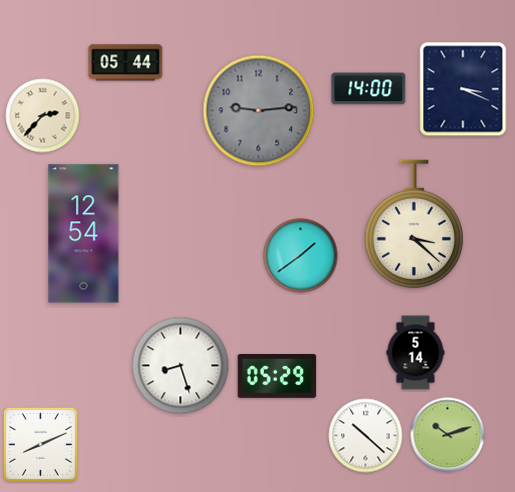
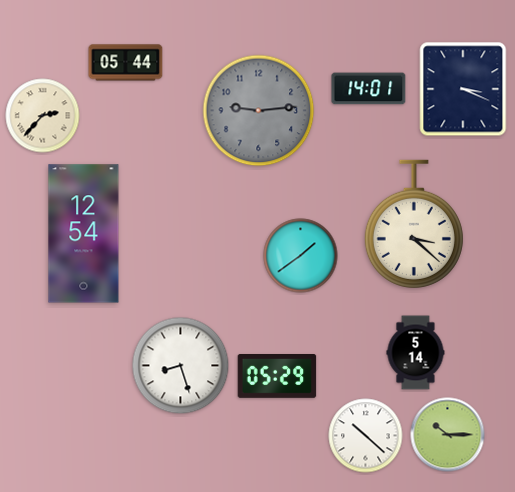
clock at (369, 89): 14:00 -> 14:01
clock at (448, 435): 10:12 -> 10:15
clock at (40, 444): 8:11 -> none
